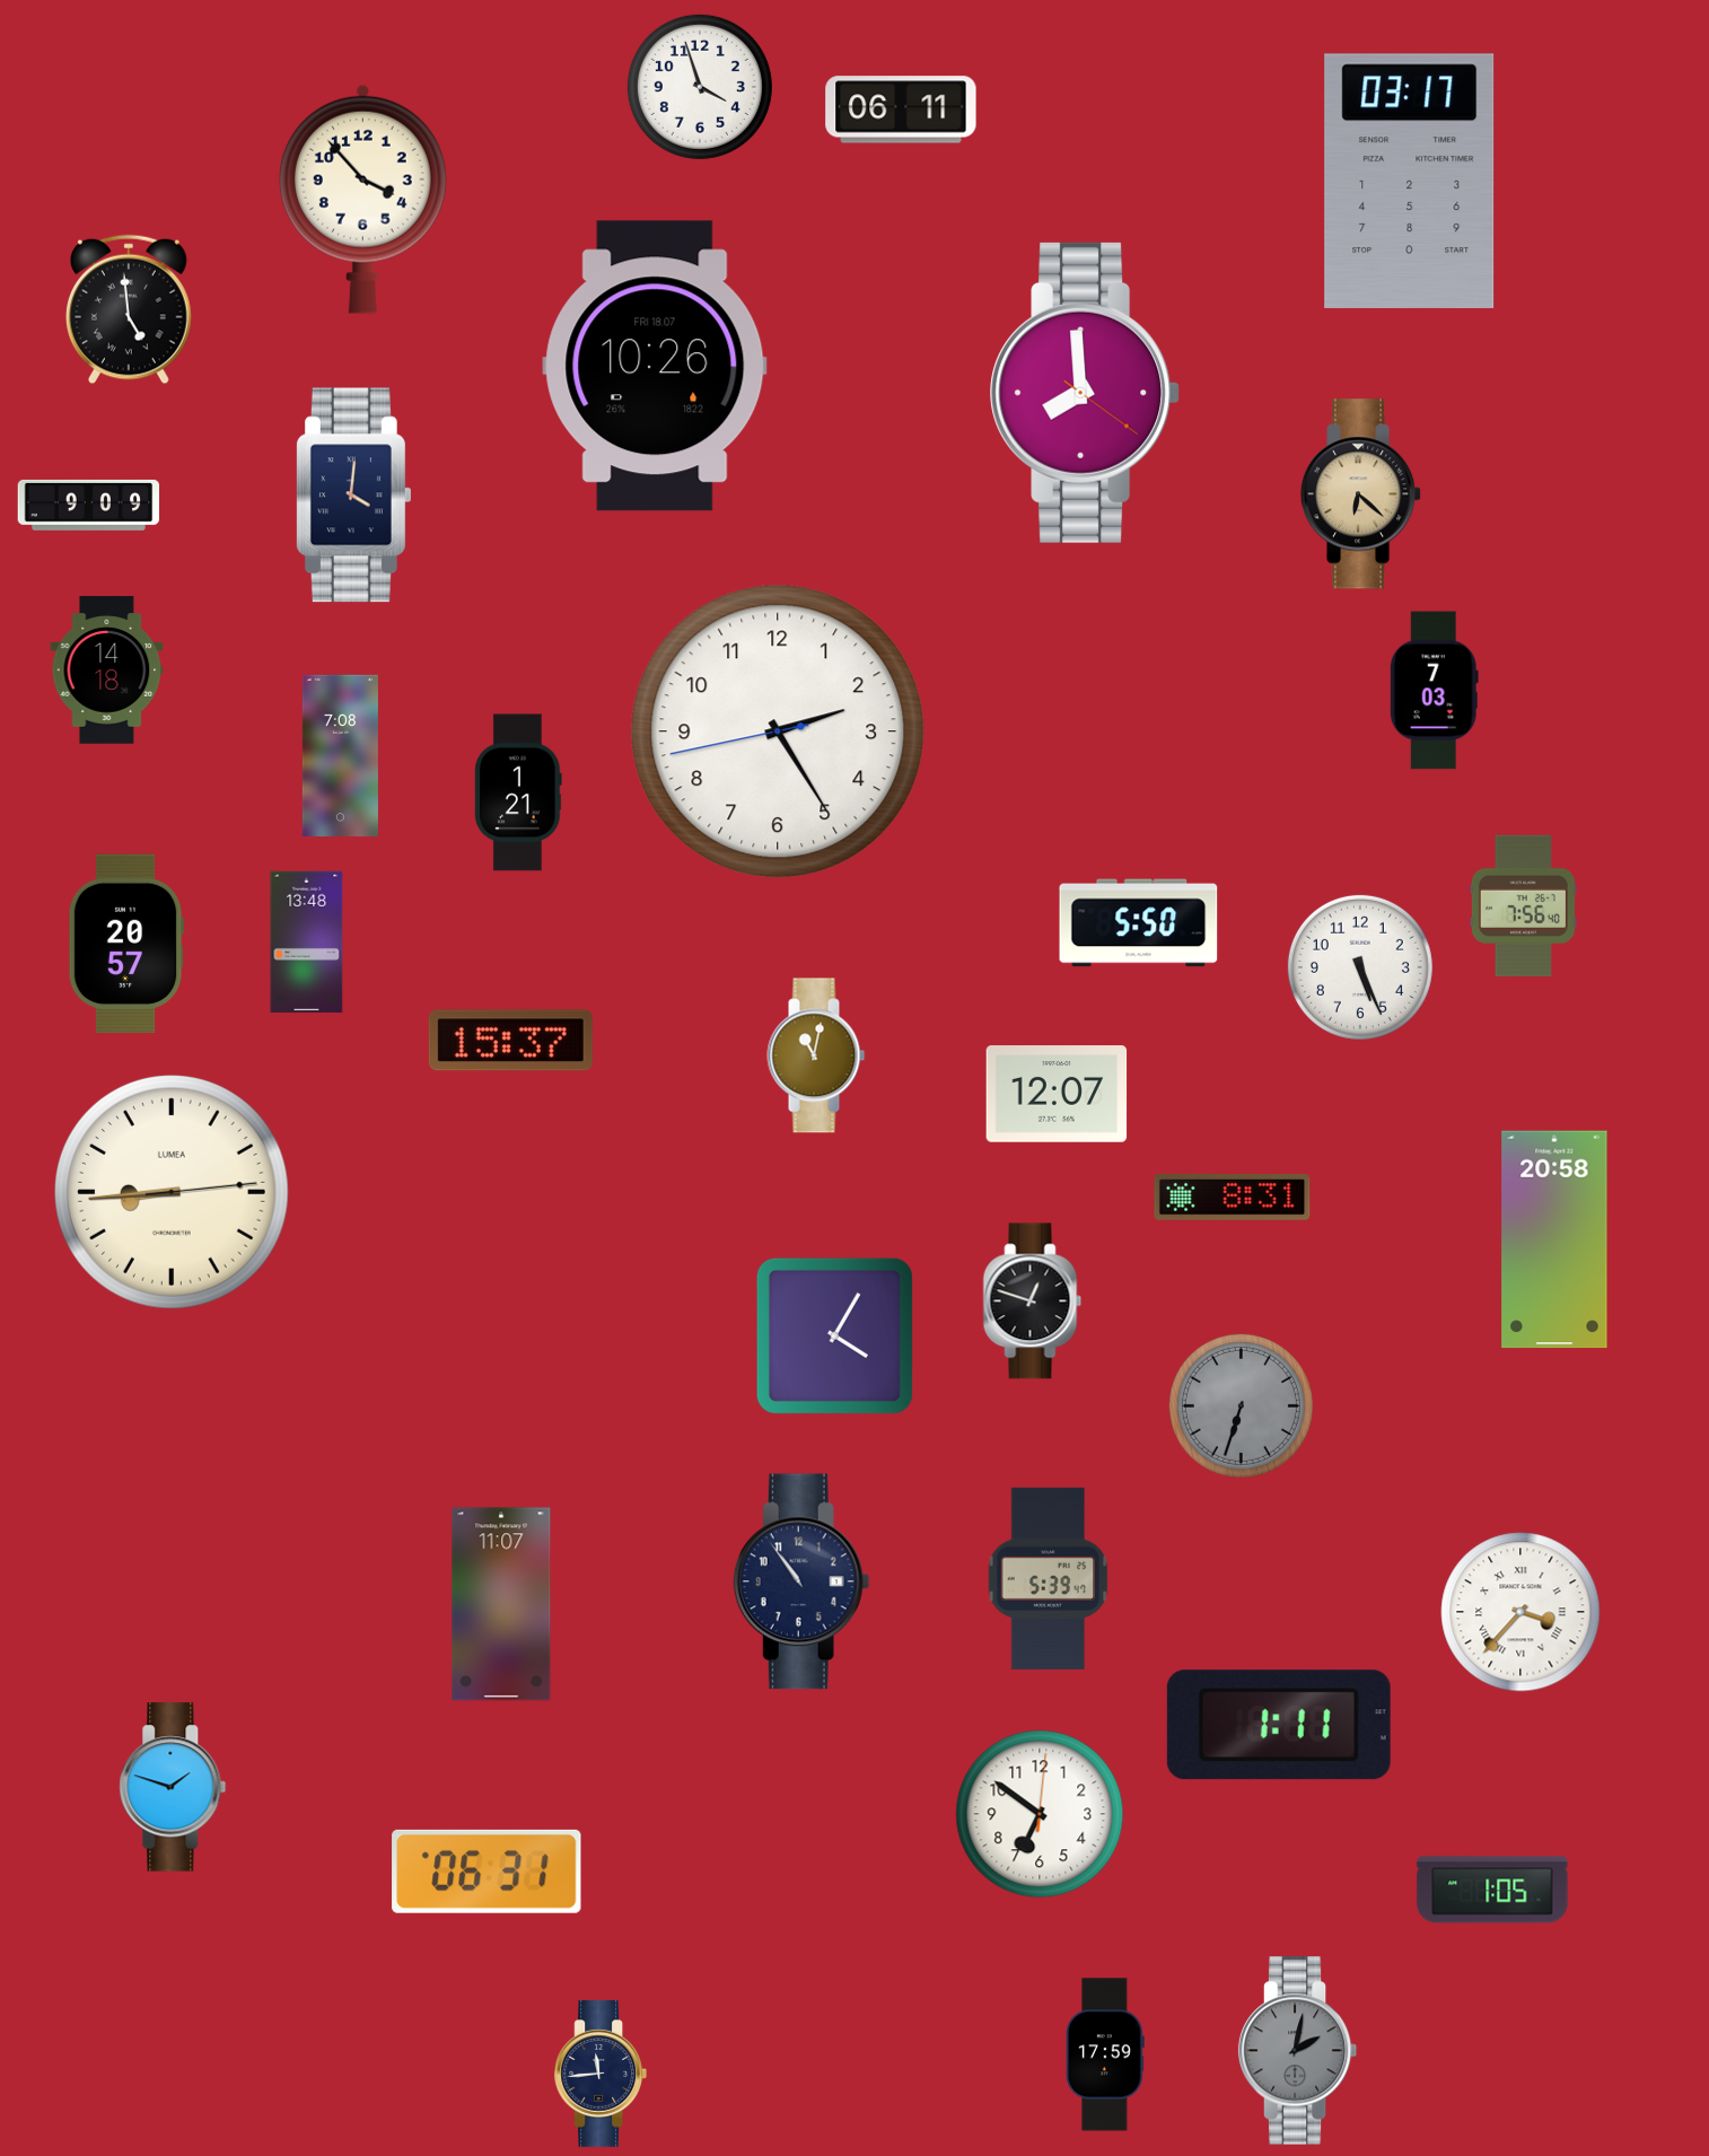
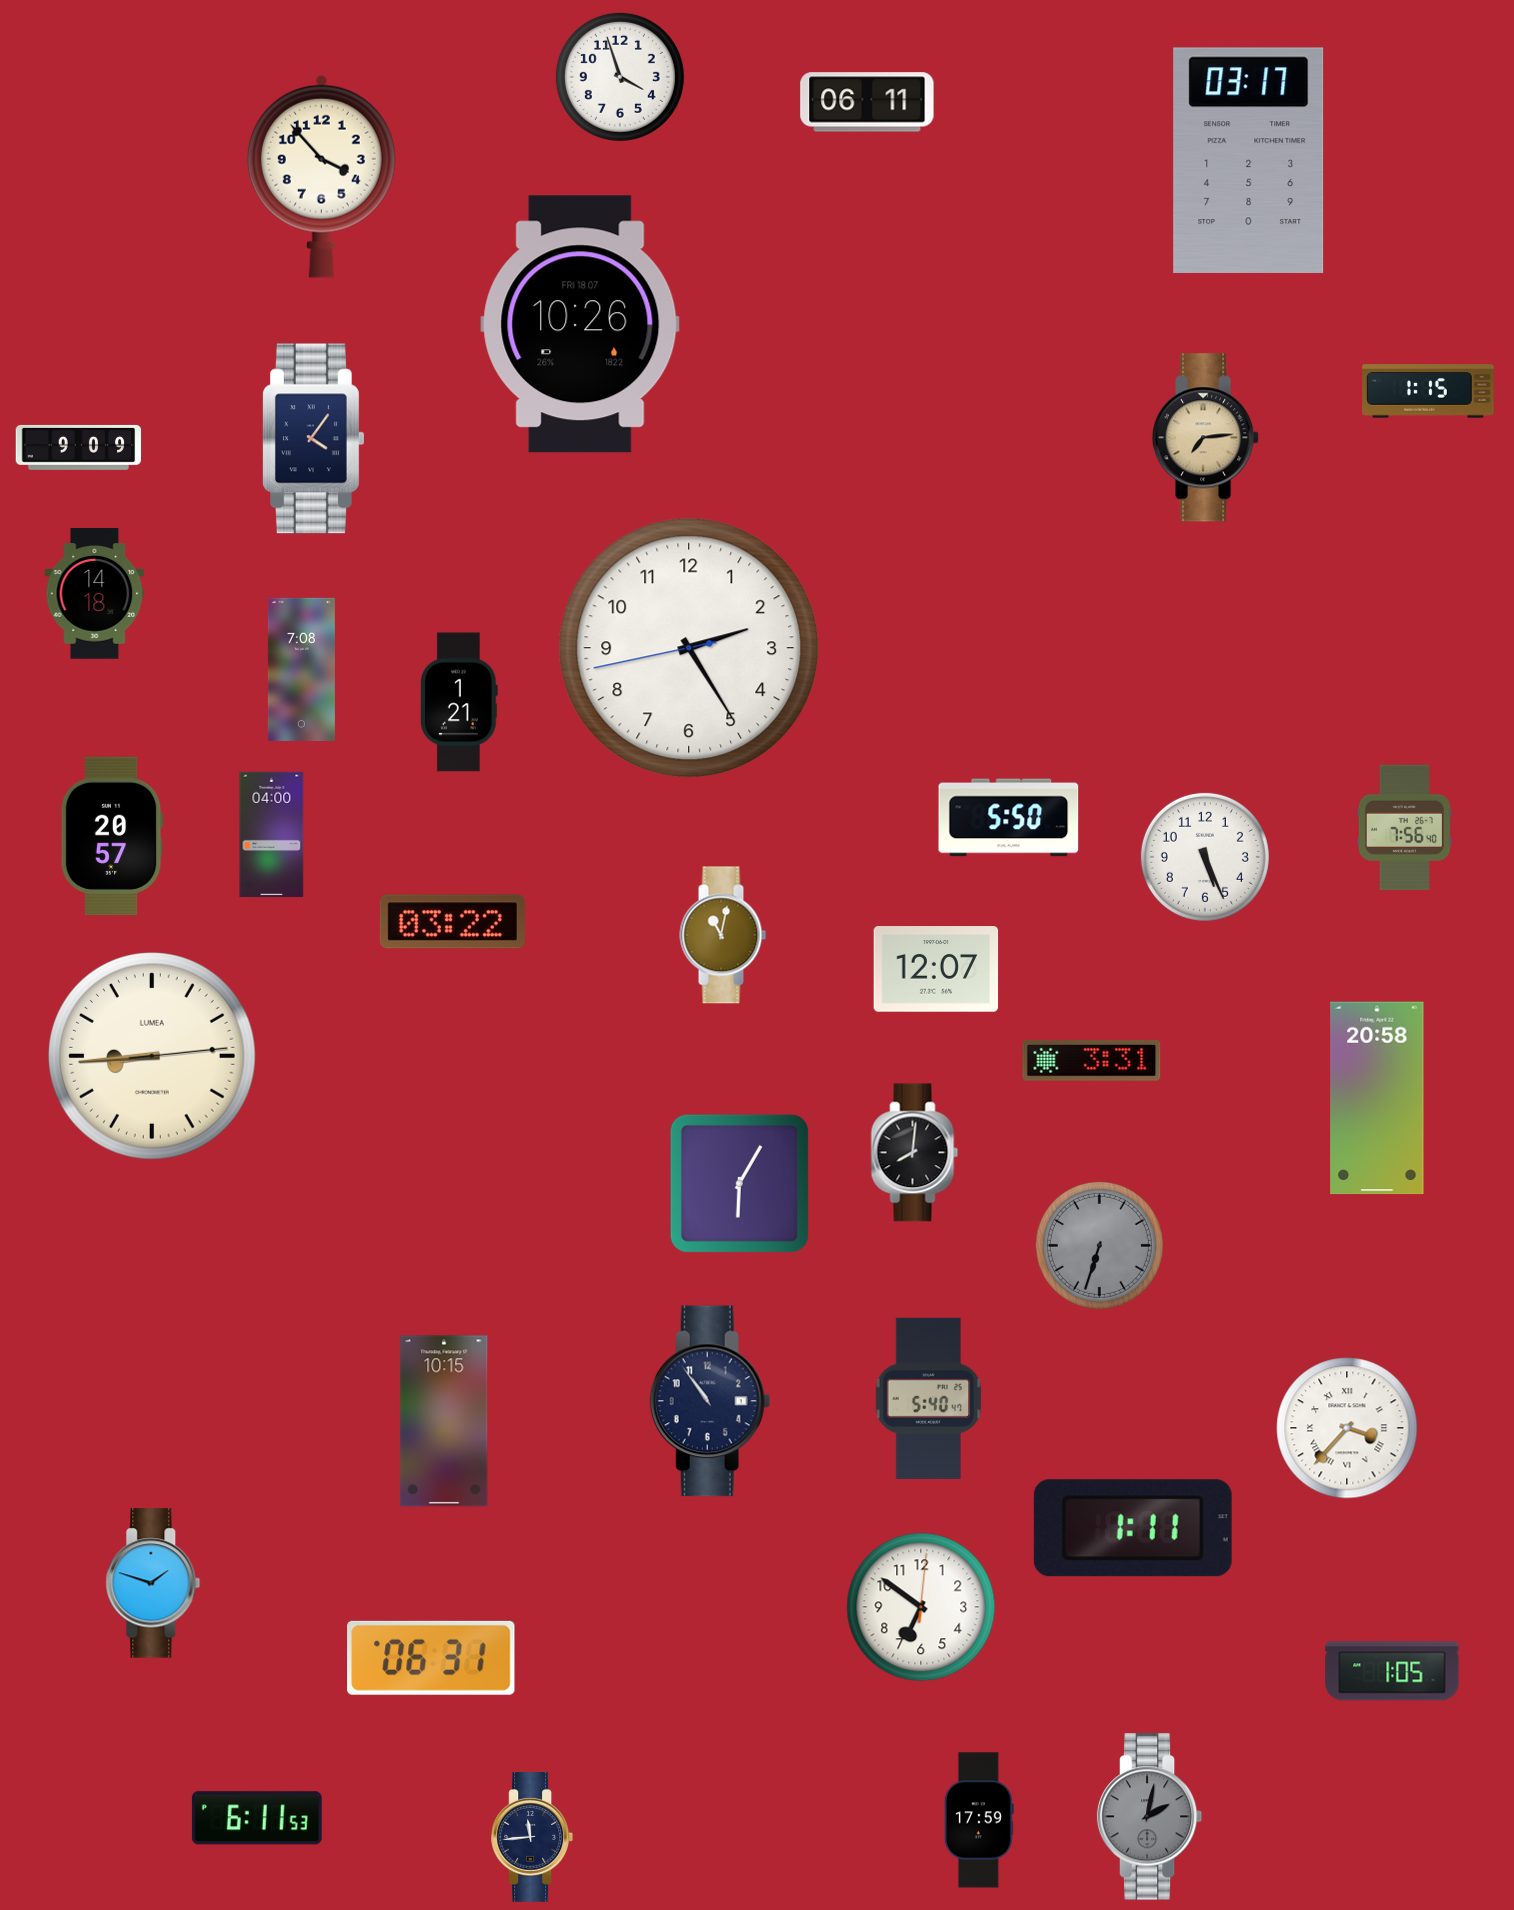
clock at (901, 109) position: (901, 109) -> (867, 102)
clock at (129, 309): 4:59 -> none
clock at (1085, 393): 7:59 -> none
clock at (1428, 391): none -> 1:15
clock at (1361, 494): 6:22 -> 7:14
clock at (353, 496): 4:01 -> 4:06
clock at (1434, 691): 7:03 -> none
clock at (1523, 906) position: (1523, 906) -> (1404, 828)
clock at (307, 943): 13:48 -> 04:00
clock at (510, 1041): 15:37 -> 03:22
clock at (1233, 1198): 8:31 -> 3:31
clock at (1033, 1302): 12:48 -> 8:01
clock at (834, 1335): 4:05 -> 6:05
clock at (1049, 1578): 5:39 -> 5:40
clock at (501, 1604): 11:07 -> 10:15
clock at (1492, 1890) position: (1492, 1890) -> (1392, 1671)
clock at (257, 1818): none -> 6:11
